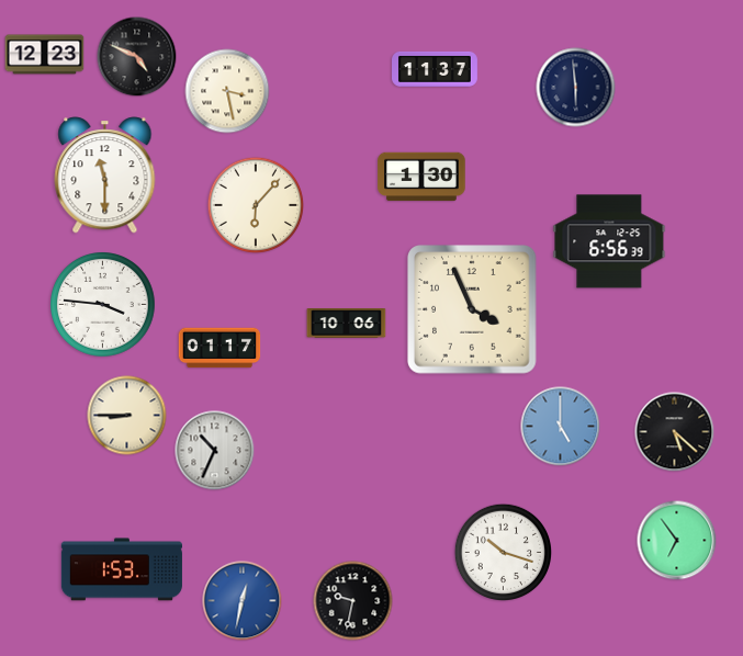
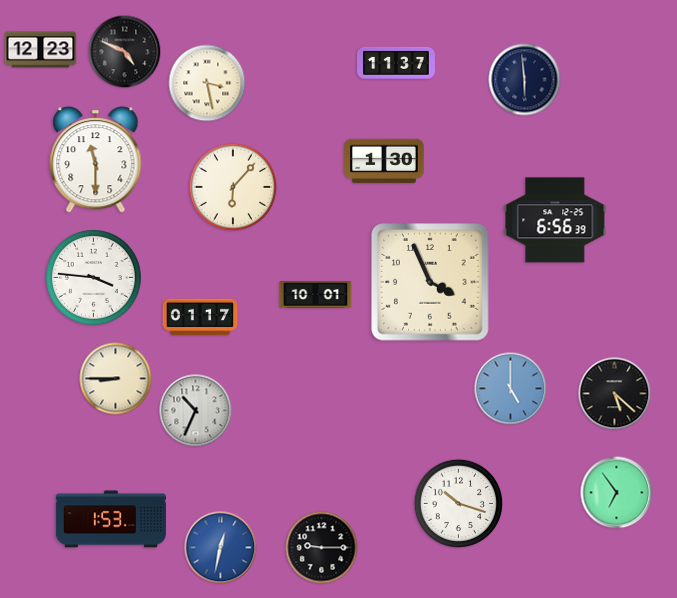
clock at (347, 324): 10:06 -> 10:01
clock at (353, 601): 9:32 -> 9:15
